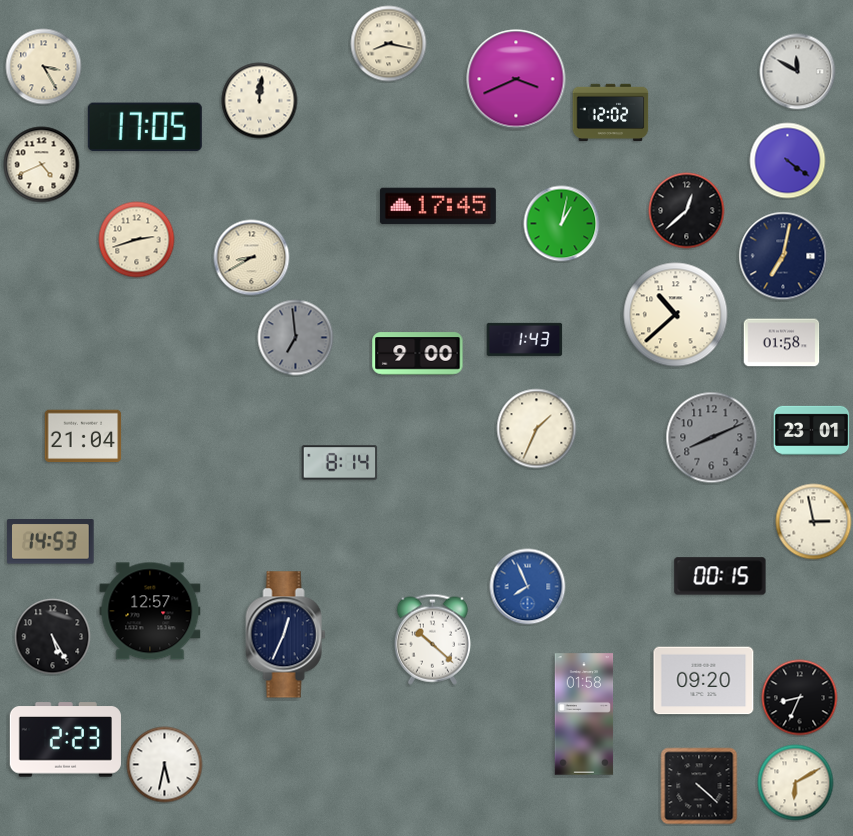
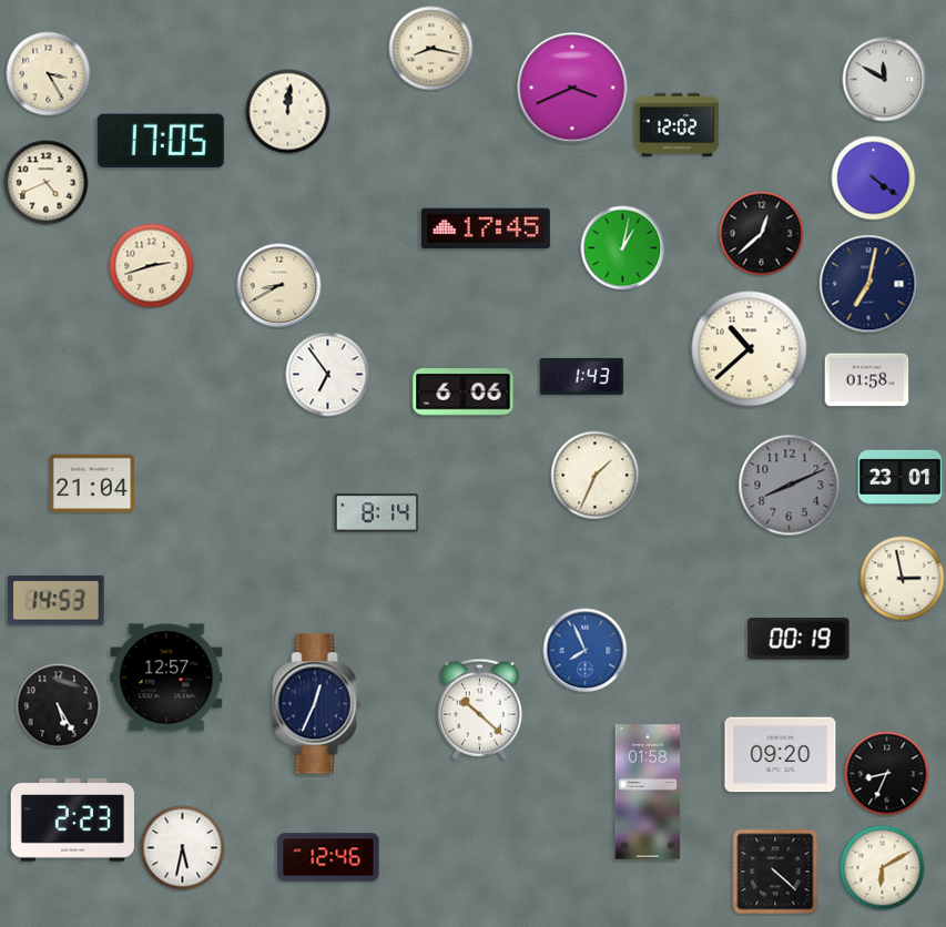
clock at (296, 338): 6:59 -> 6:54
clock at (296, 338) dial: grey -> white
clock at (418, 354): 9:00 -> 6:06
clock at (720, 576): 00:15 -> 00:19
clock at (328, 857): none -> 12:46
